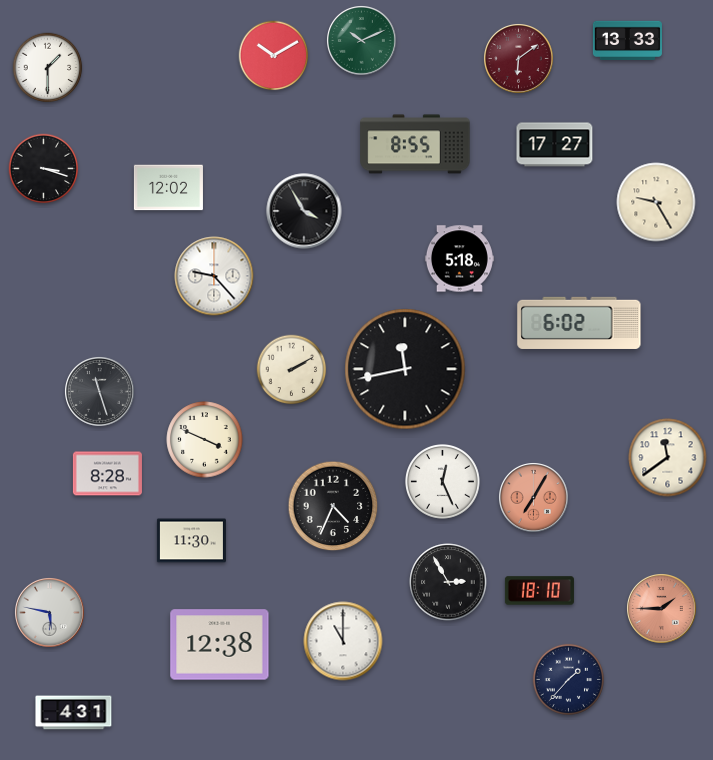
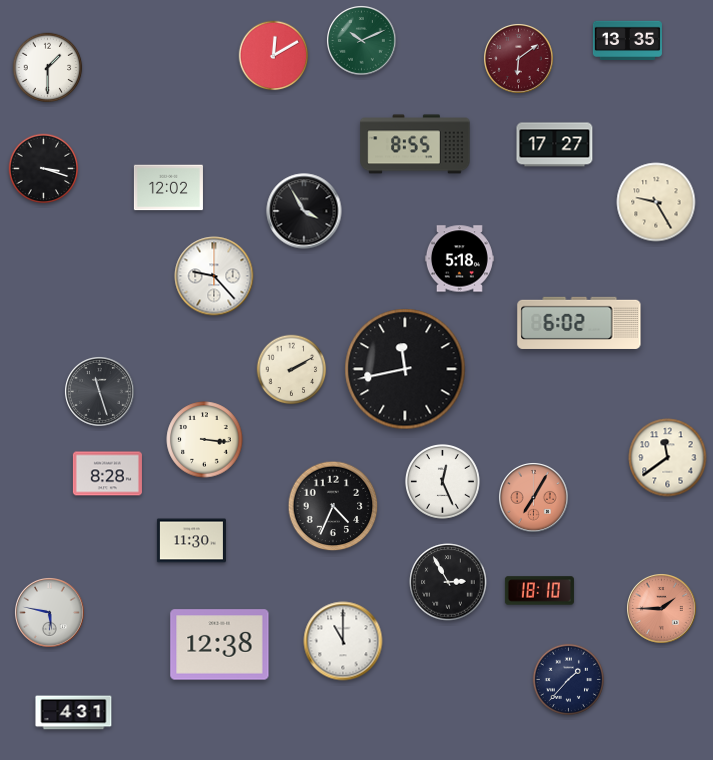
clock at (627, 40): 13:33 -> 13:35
clock at (274, 56): 10:10 -> 12:10
clock at (205, 440): 3:49 -> 3:16
